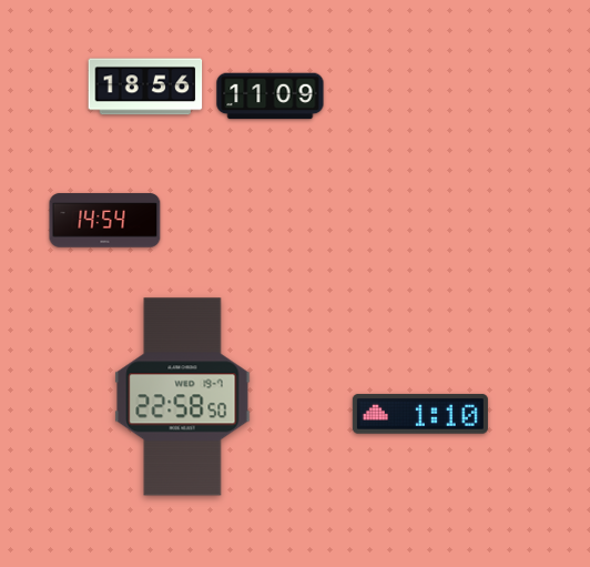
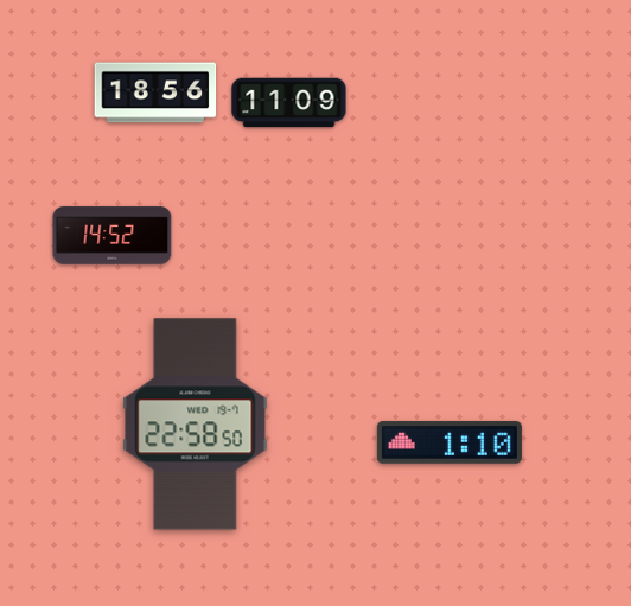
clock at (105, 221): 14:54 -> 14:52
